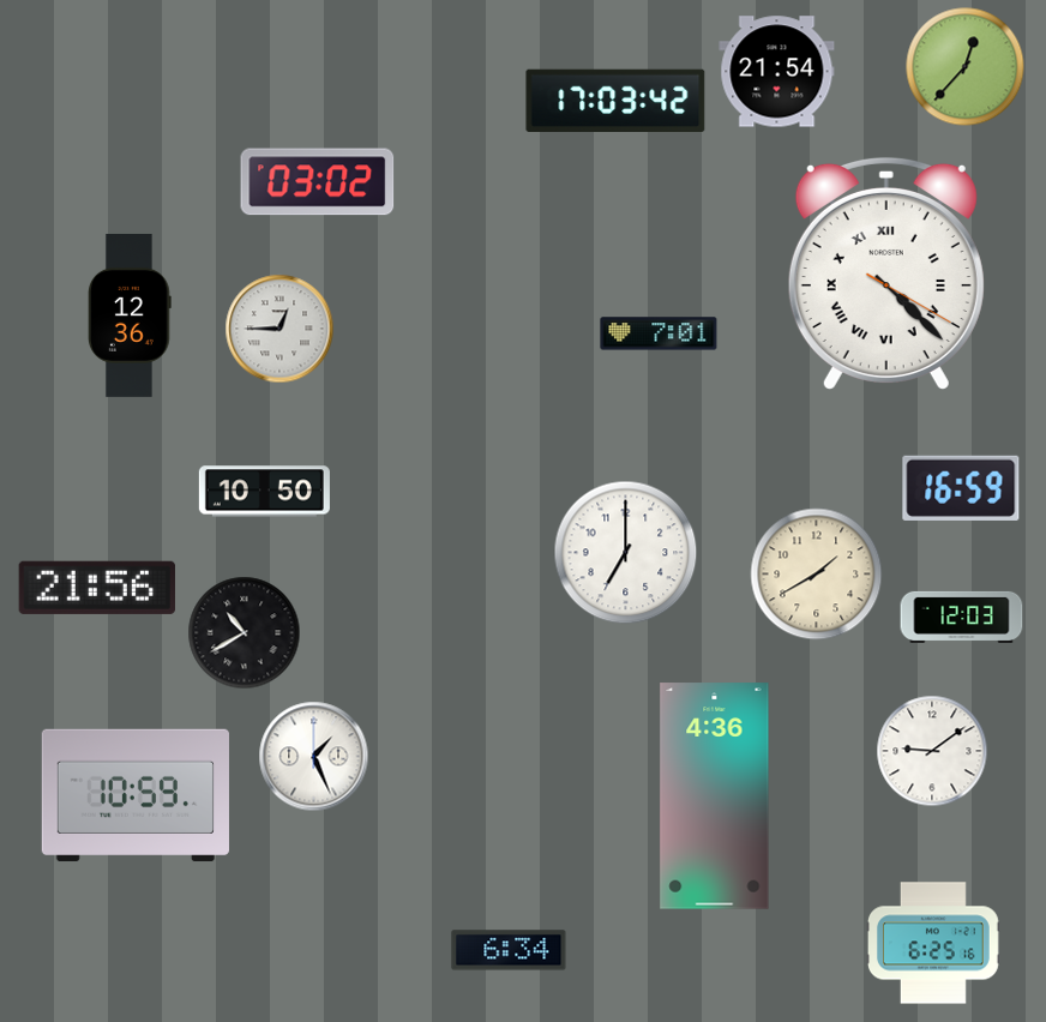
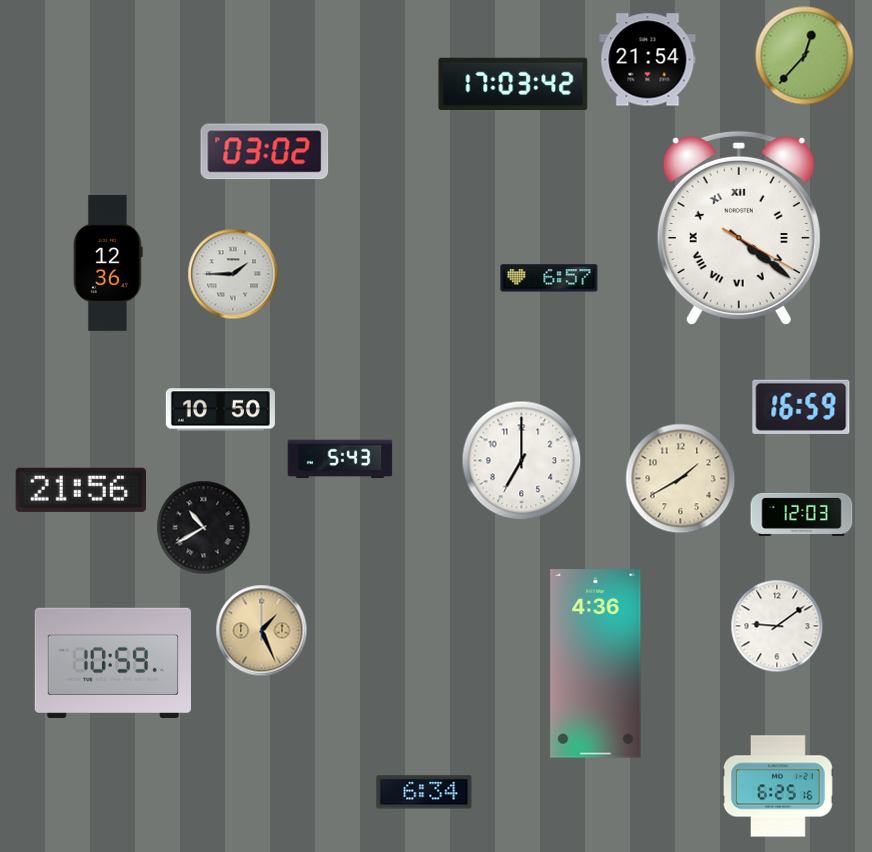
clock at (886, 273): 4:22 -> 4:21
clock at (279, 329): 12:45 -> 1:45
clock at (659, 333): 7:01 -> 6:57
clock at (340, 459): none -> 5:43
clock at (314, 757) dial: white -> champagne
